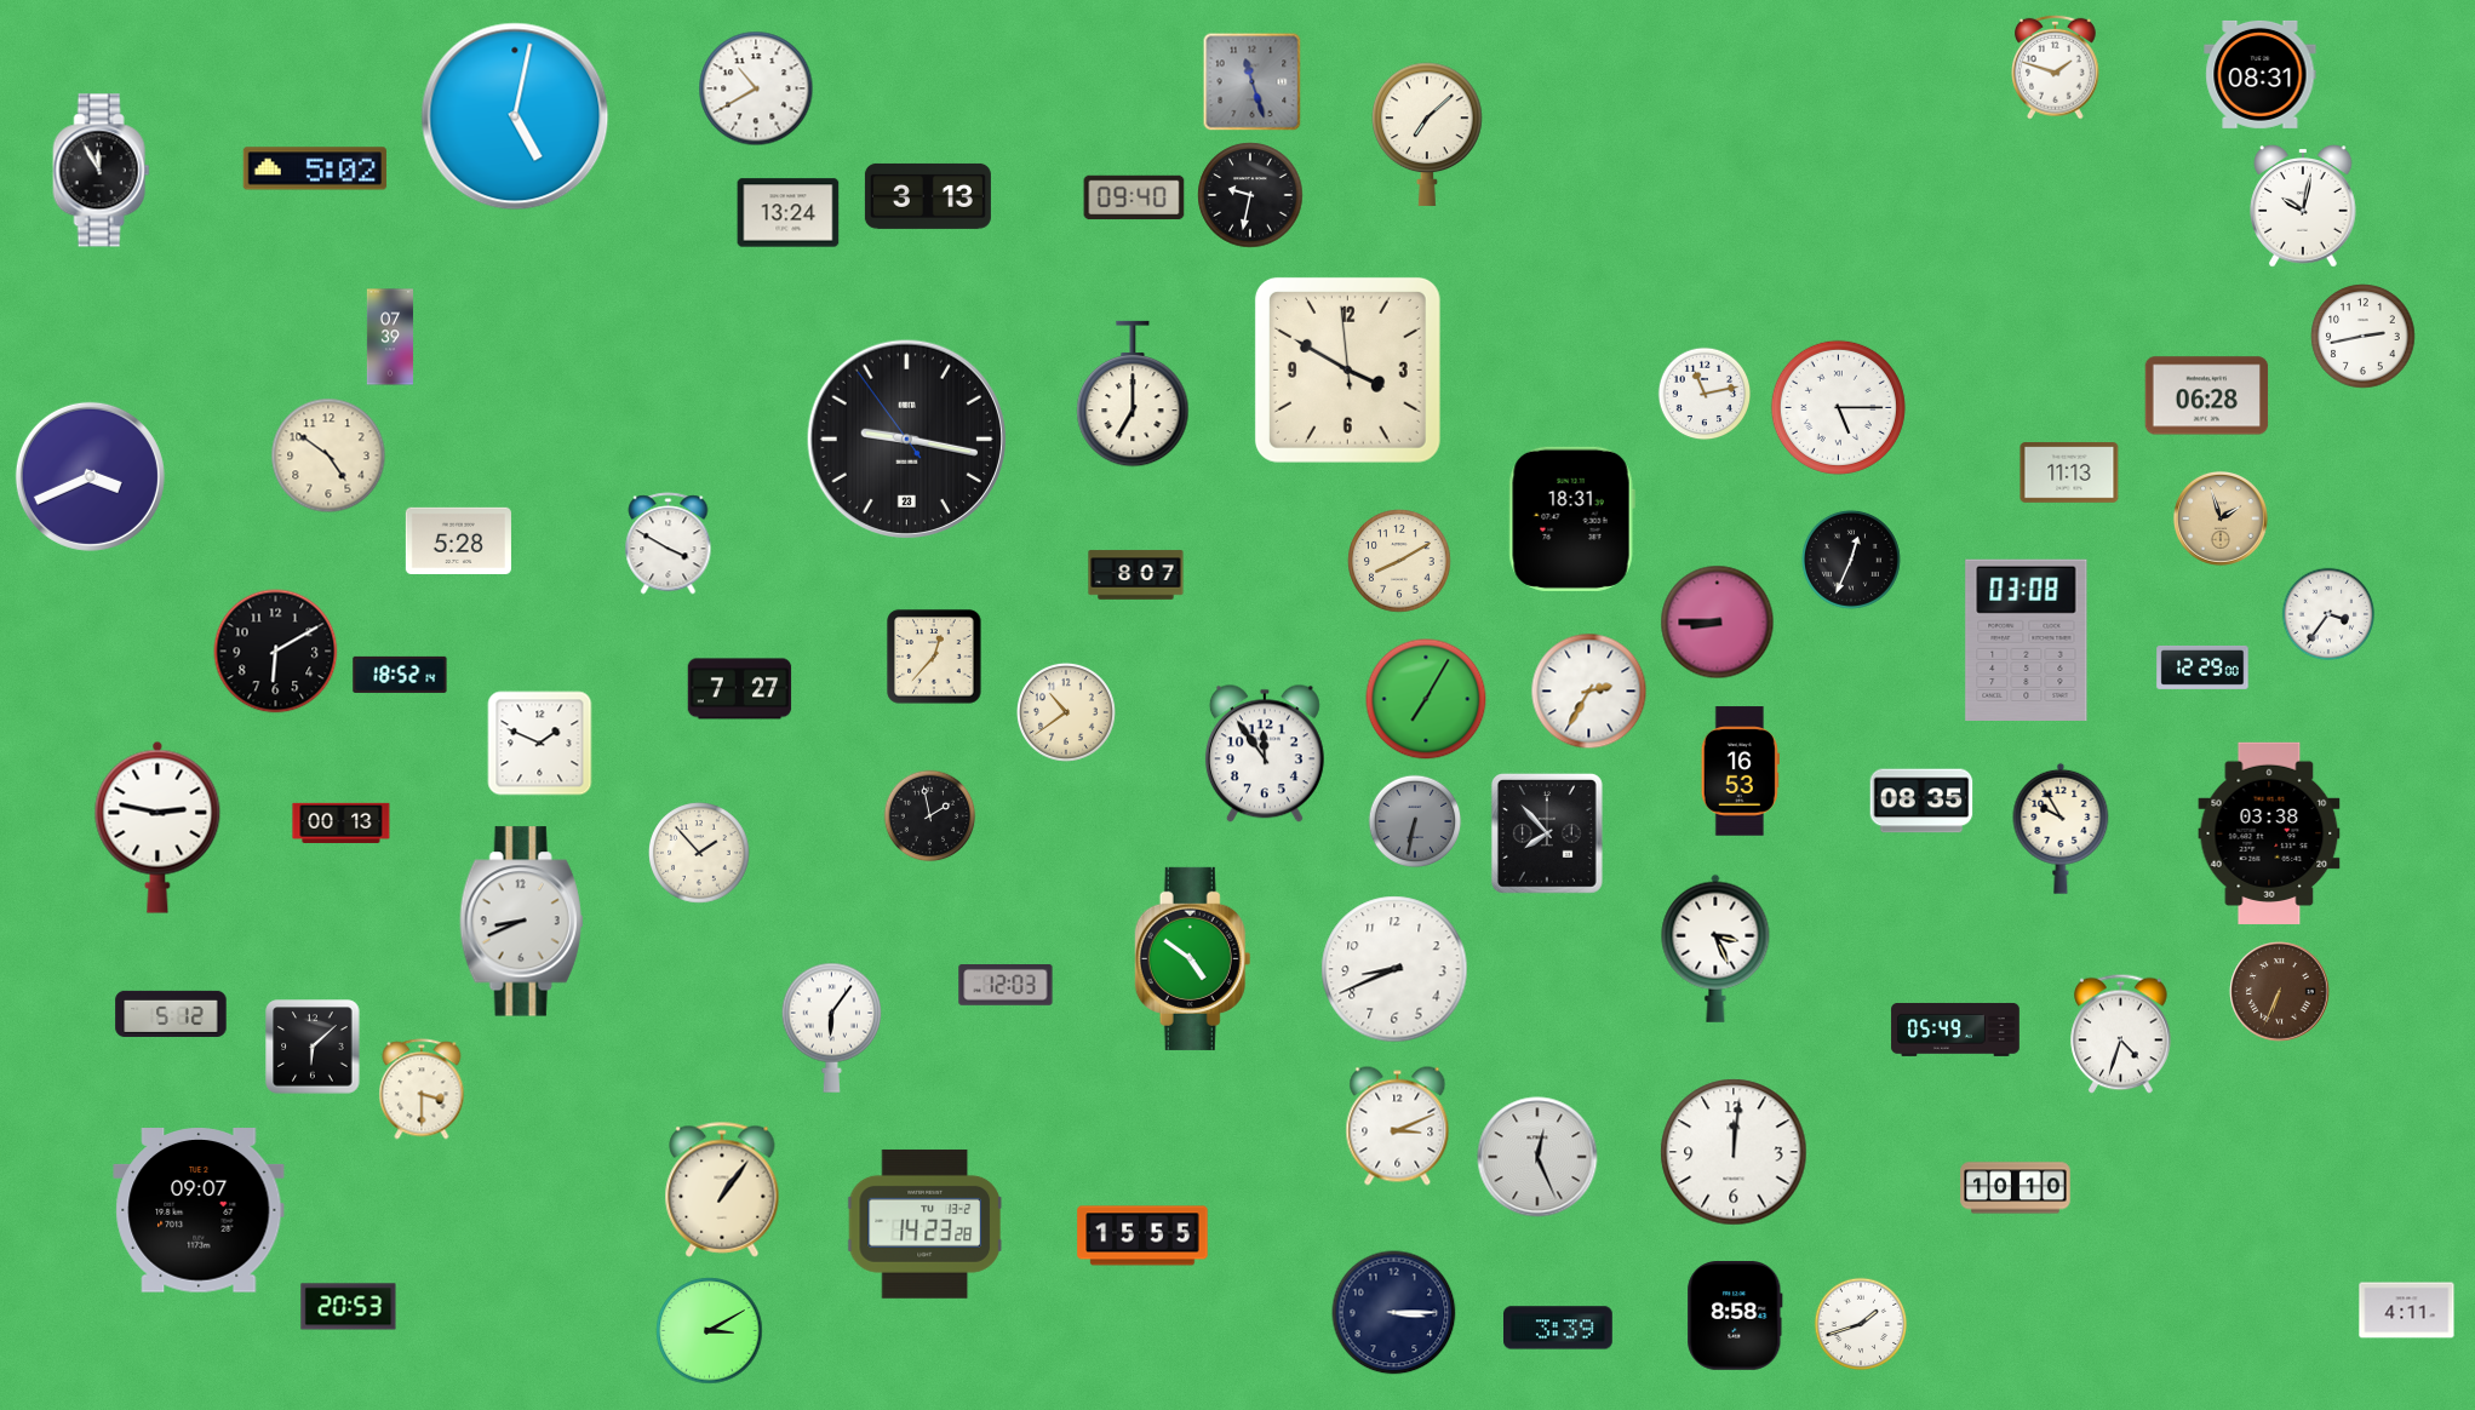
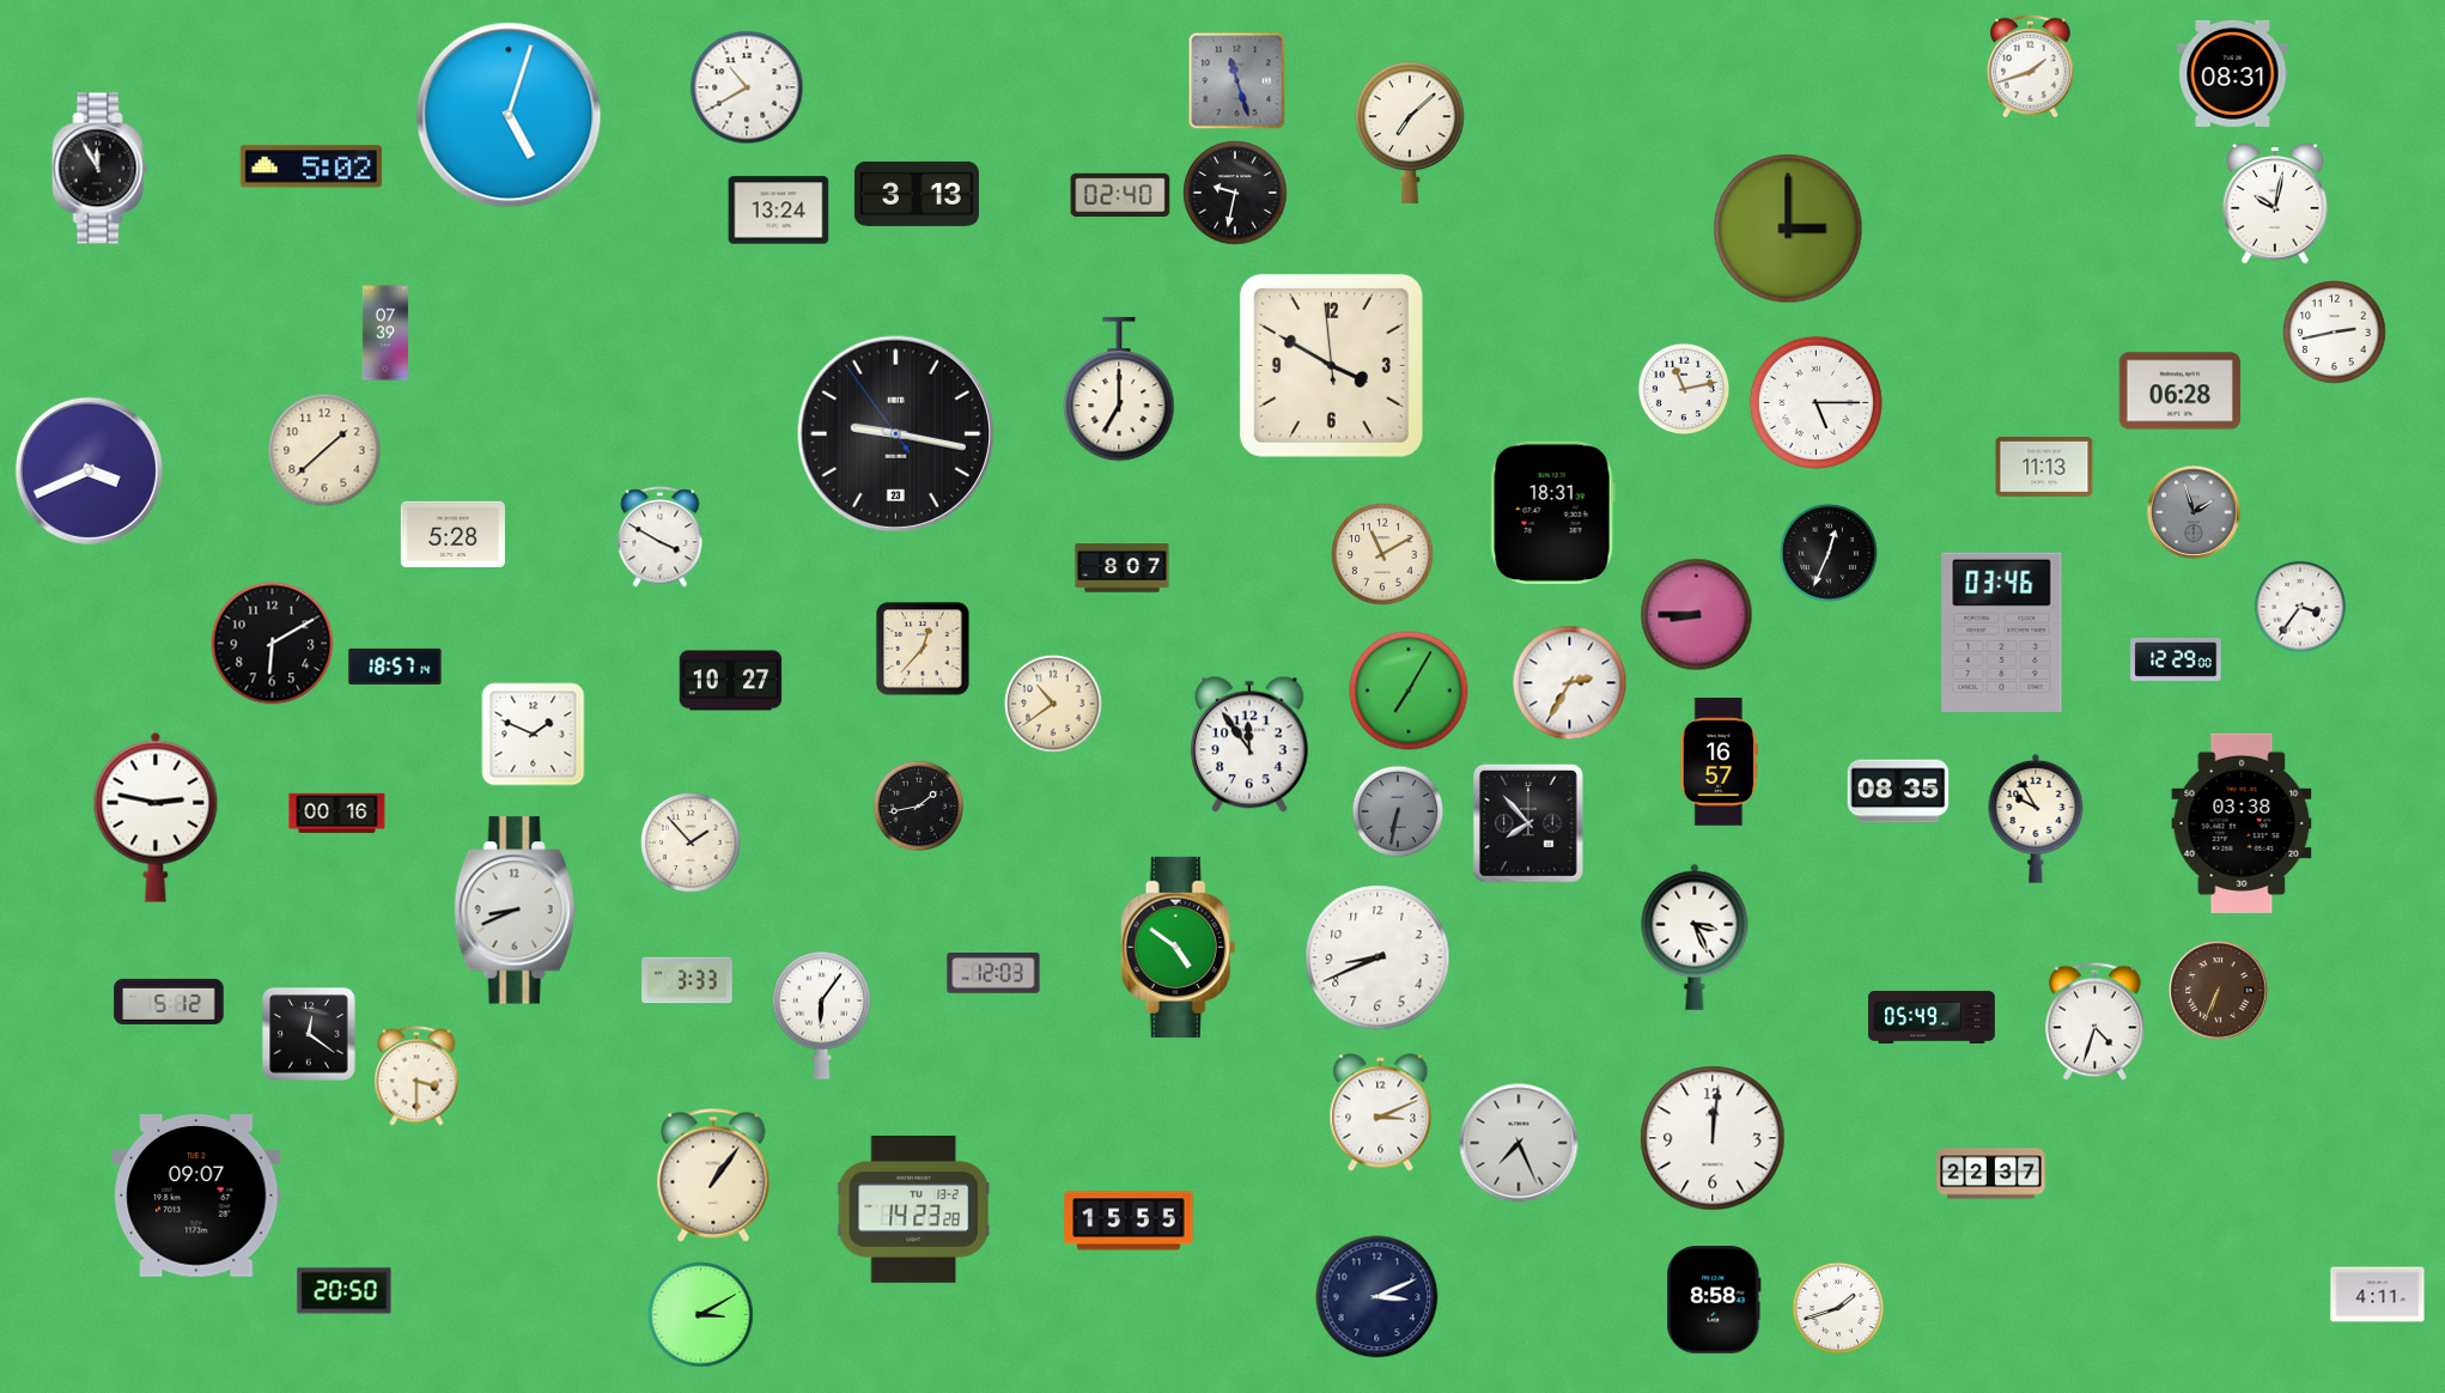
clock at (2056, 67): 1:48 -> 1:42
clock at (515, 116): 5:02 -> 5:03
clock at (1134, 197): 09:40 -> 02:40
clock at (1788, 229): none -> 3:00
clock at (328, 455): 4:51 -> 1:38
clock at (2221, 518) dial: champagne -> grey
clock at (1399, 561): 8:10 -> 11:10
clock at (2027, 640): 03:08 -> 03:46
clock at (400, 675): 18:52 -> 18:57
clock at (740, 689): 7:27 -> 10:27
clock at (1740, 772): 16:53 -> 16:57
clock at (930, 816): 1:58 -> 1:43
clock at (342, 822): 00:13 -> 00:16
clock at (687, 980): none -> 3:33
clock at (2280, 992) position: (2280, 992) -> (2219, 991)
clock at (313, 1047): 6:08 -> 12:21
clock at (1537, 1157): 12:26 -> 7:26
clock at (2016, 1188): 10:10 -> 22:37
clock at (349, 1307): 20:53 -> 20:50
clock at (1394, 1313): 3:15 -> 3:11
clock at (1559, 1328): 3:39 -> none
